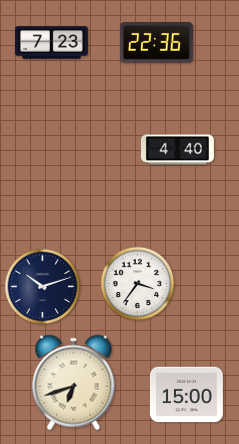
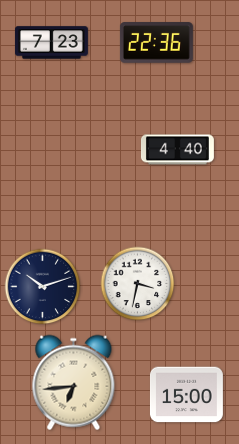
clock at (138, 284): 3:36 -> 3:32
clock at (74, 383): 6:42 -> 6:44
